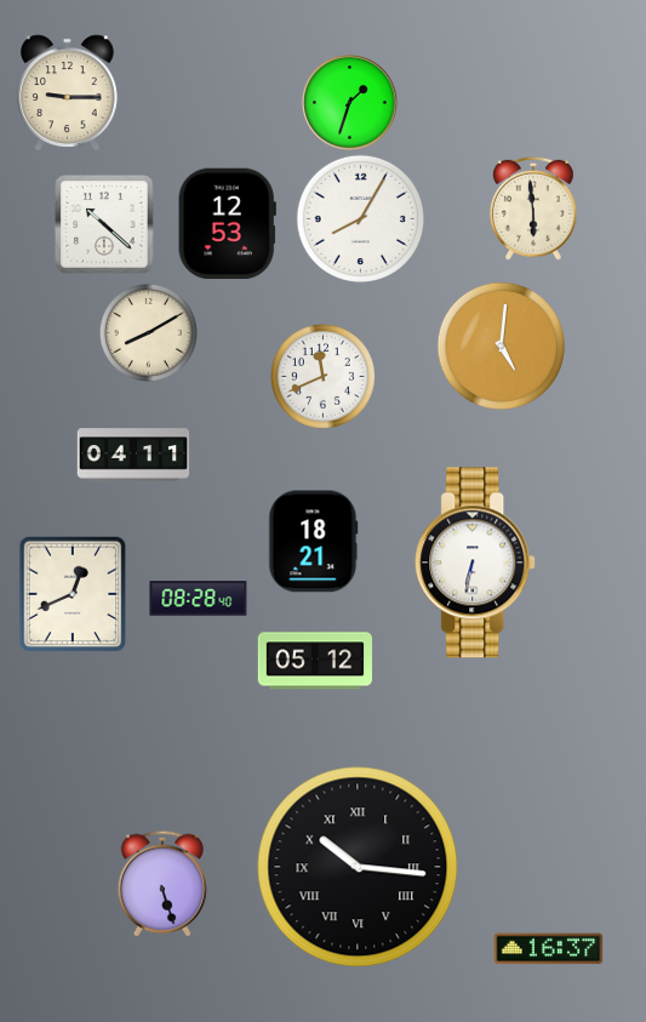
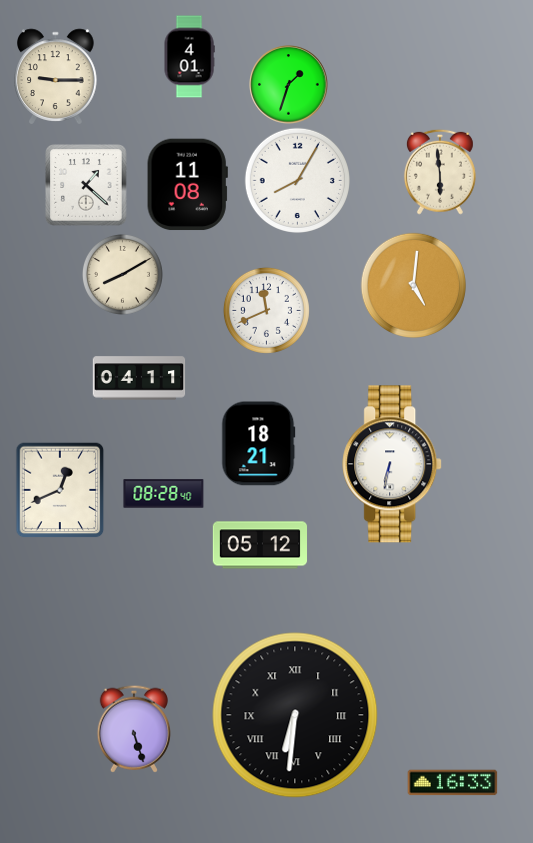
clock at (189, 57): none -> 4:01
clock at (104, 224): 10:22 -> 1:22
clock at (227, 224): 12:53 -> 11:08
clock at (133, 455) position: (133, 455) -> (139, 378)
clock at (314, 542) position: (314, 542) -> (259, 444)
clock at (358, 867): 10:16 -> 6:31
clock at (549, 949): 16:37 -> 16:33
